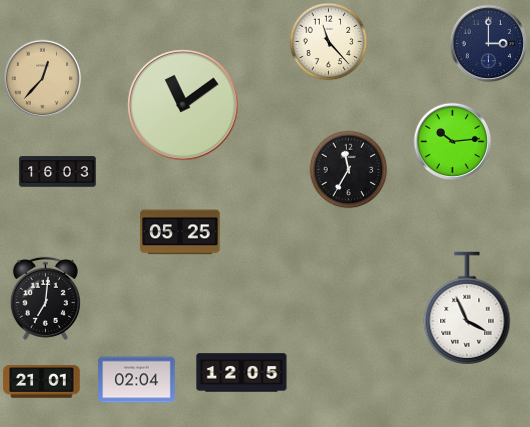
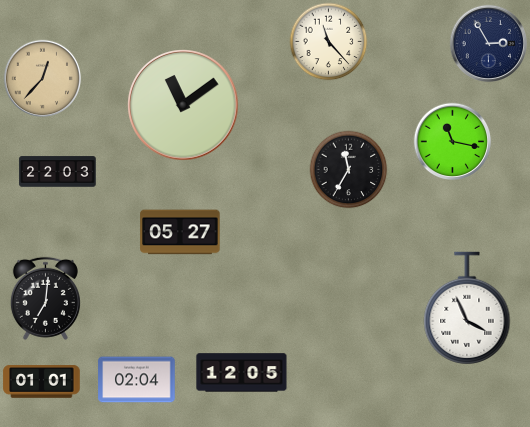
clock at (488, 43): 3:00 -> 2:55
clock at (452, 141): 10:14 -> 11:17
clock at (58, 172): 16:03 -> 22:03
clock at (180, 232): 05:25 -> 05:27
clock at (42, 382): 21:01 -> 01:01
